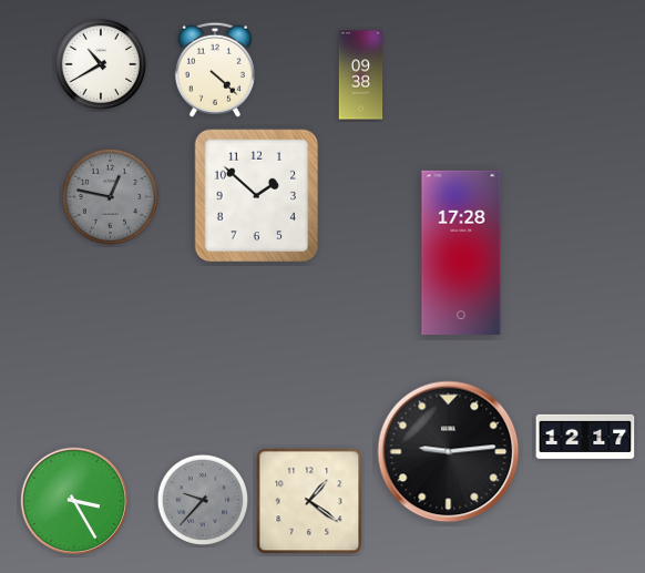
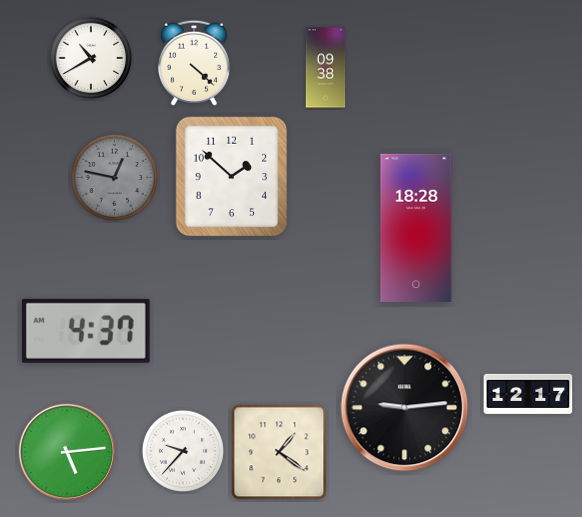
clock at (110, 196) position: (110, 196) -> (114, 177)
clock at (461, 252): 17:28 -> 18:28
clock at (86, 331): none -> 4:37
clock at (202, 499) dial: grey -> white
clock at (74, 501): 3:25 -> 5:14
